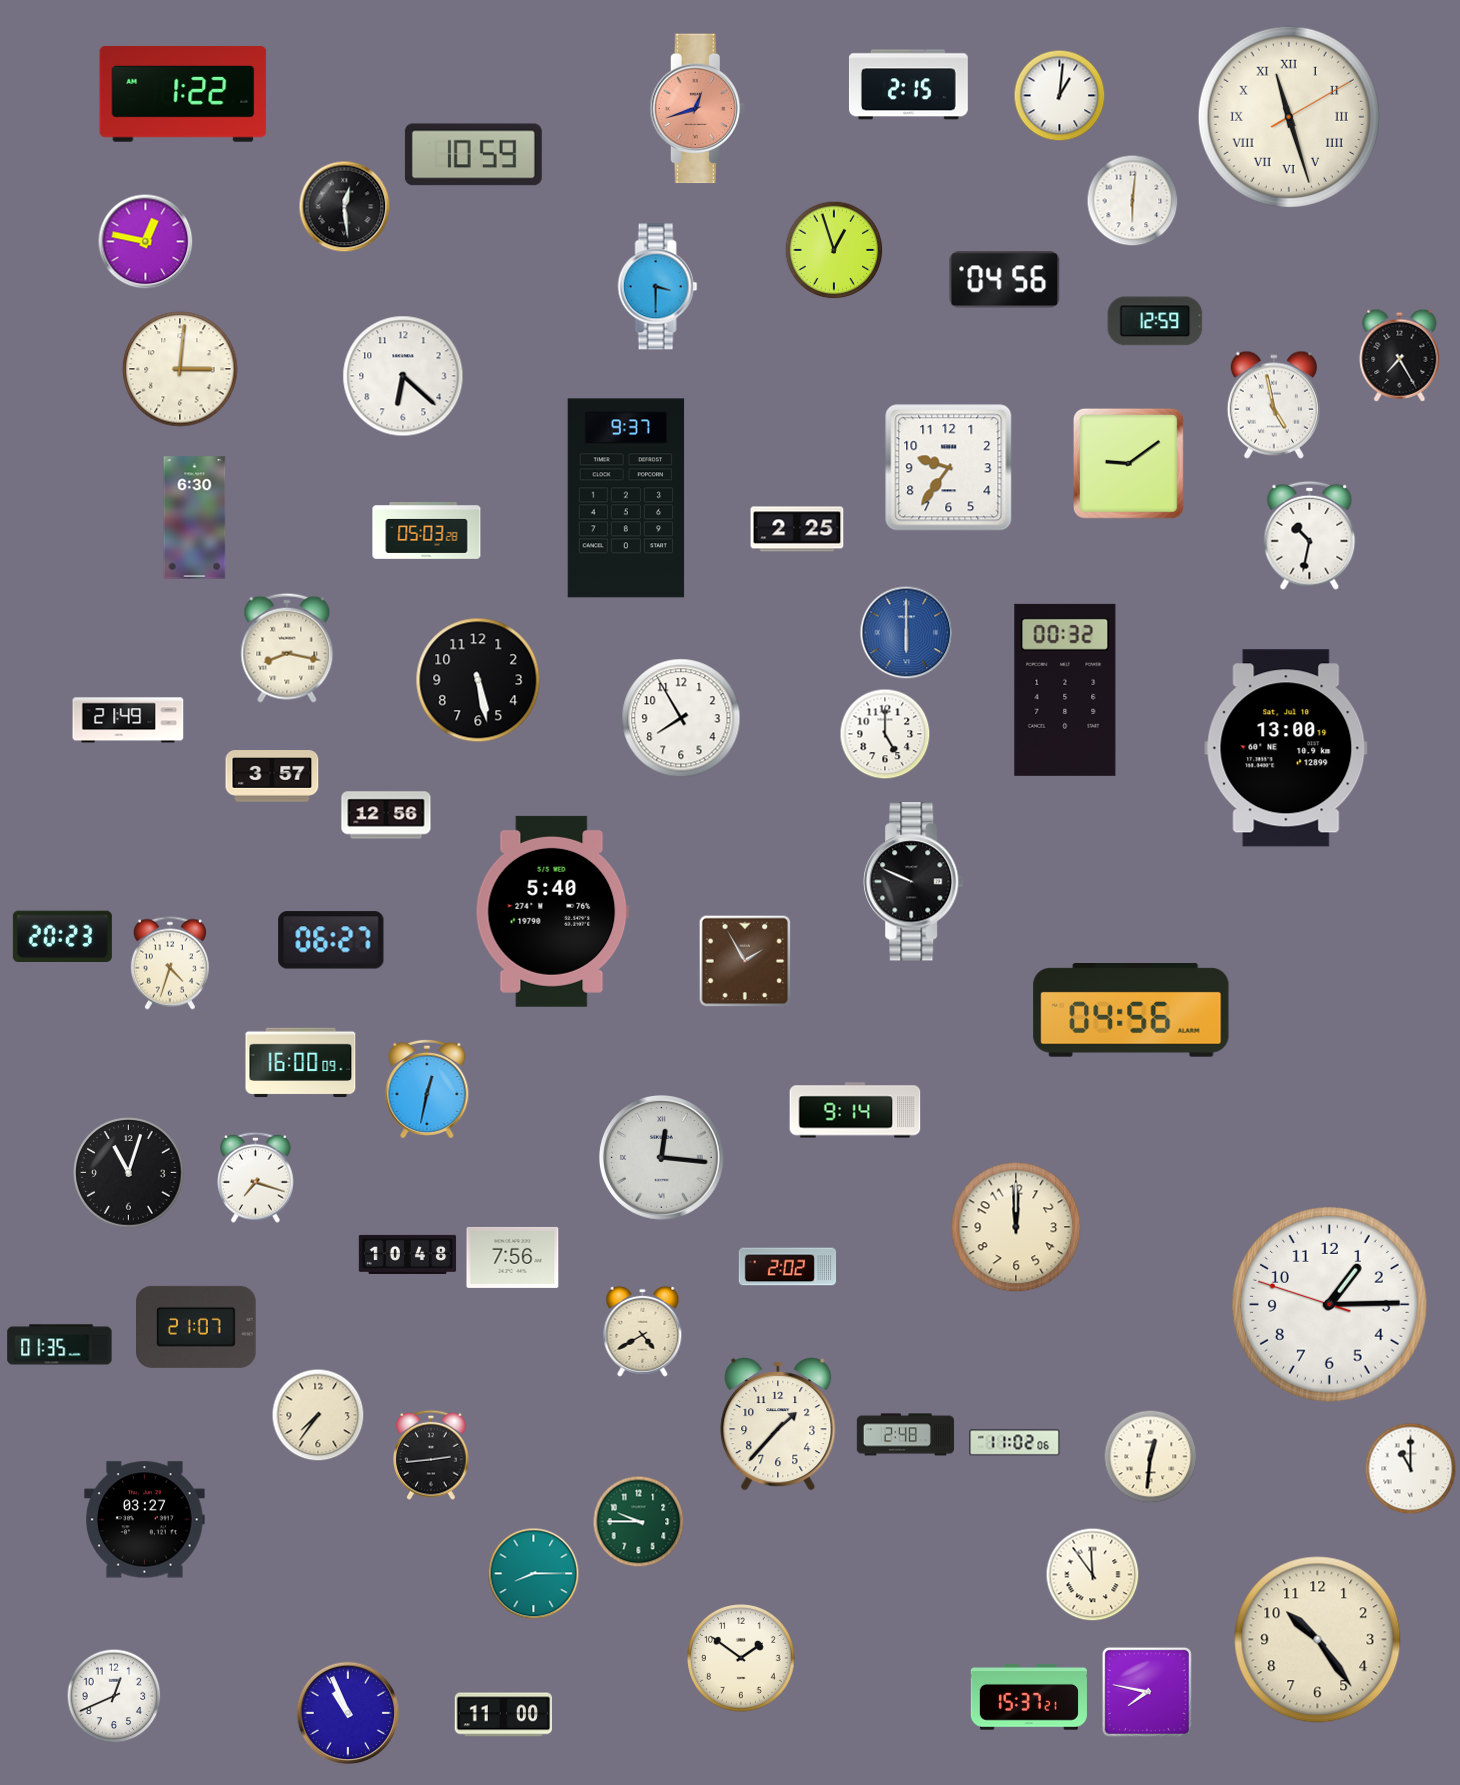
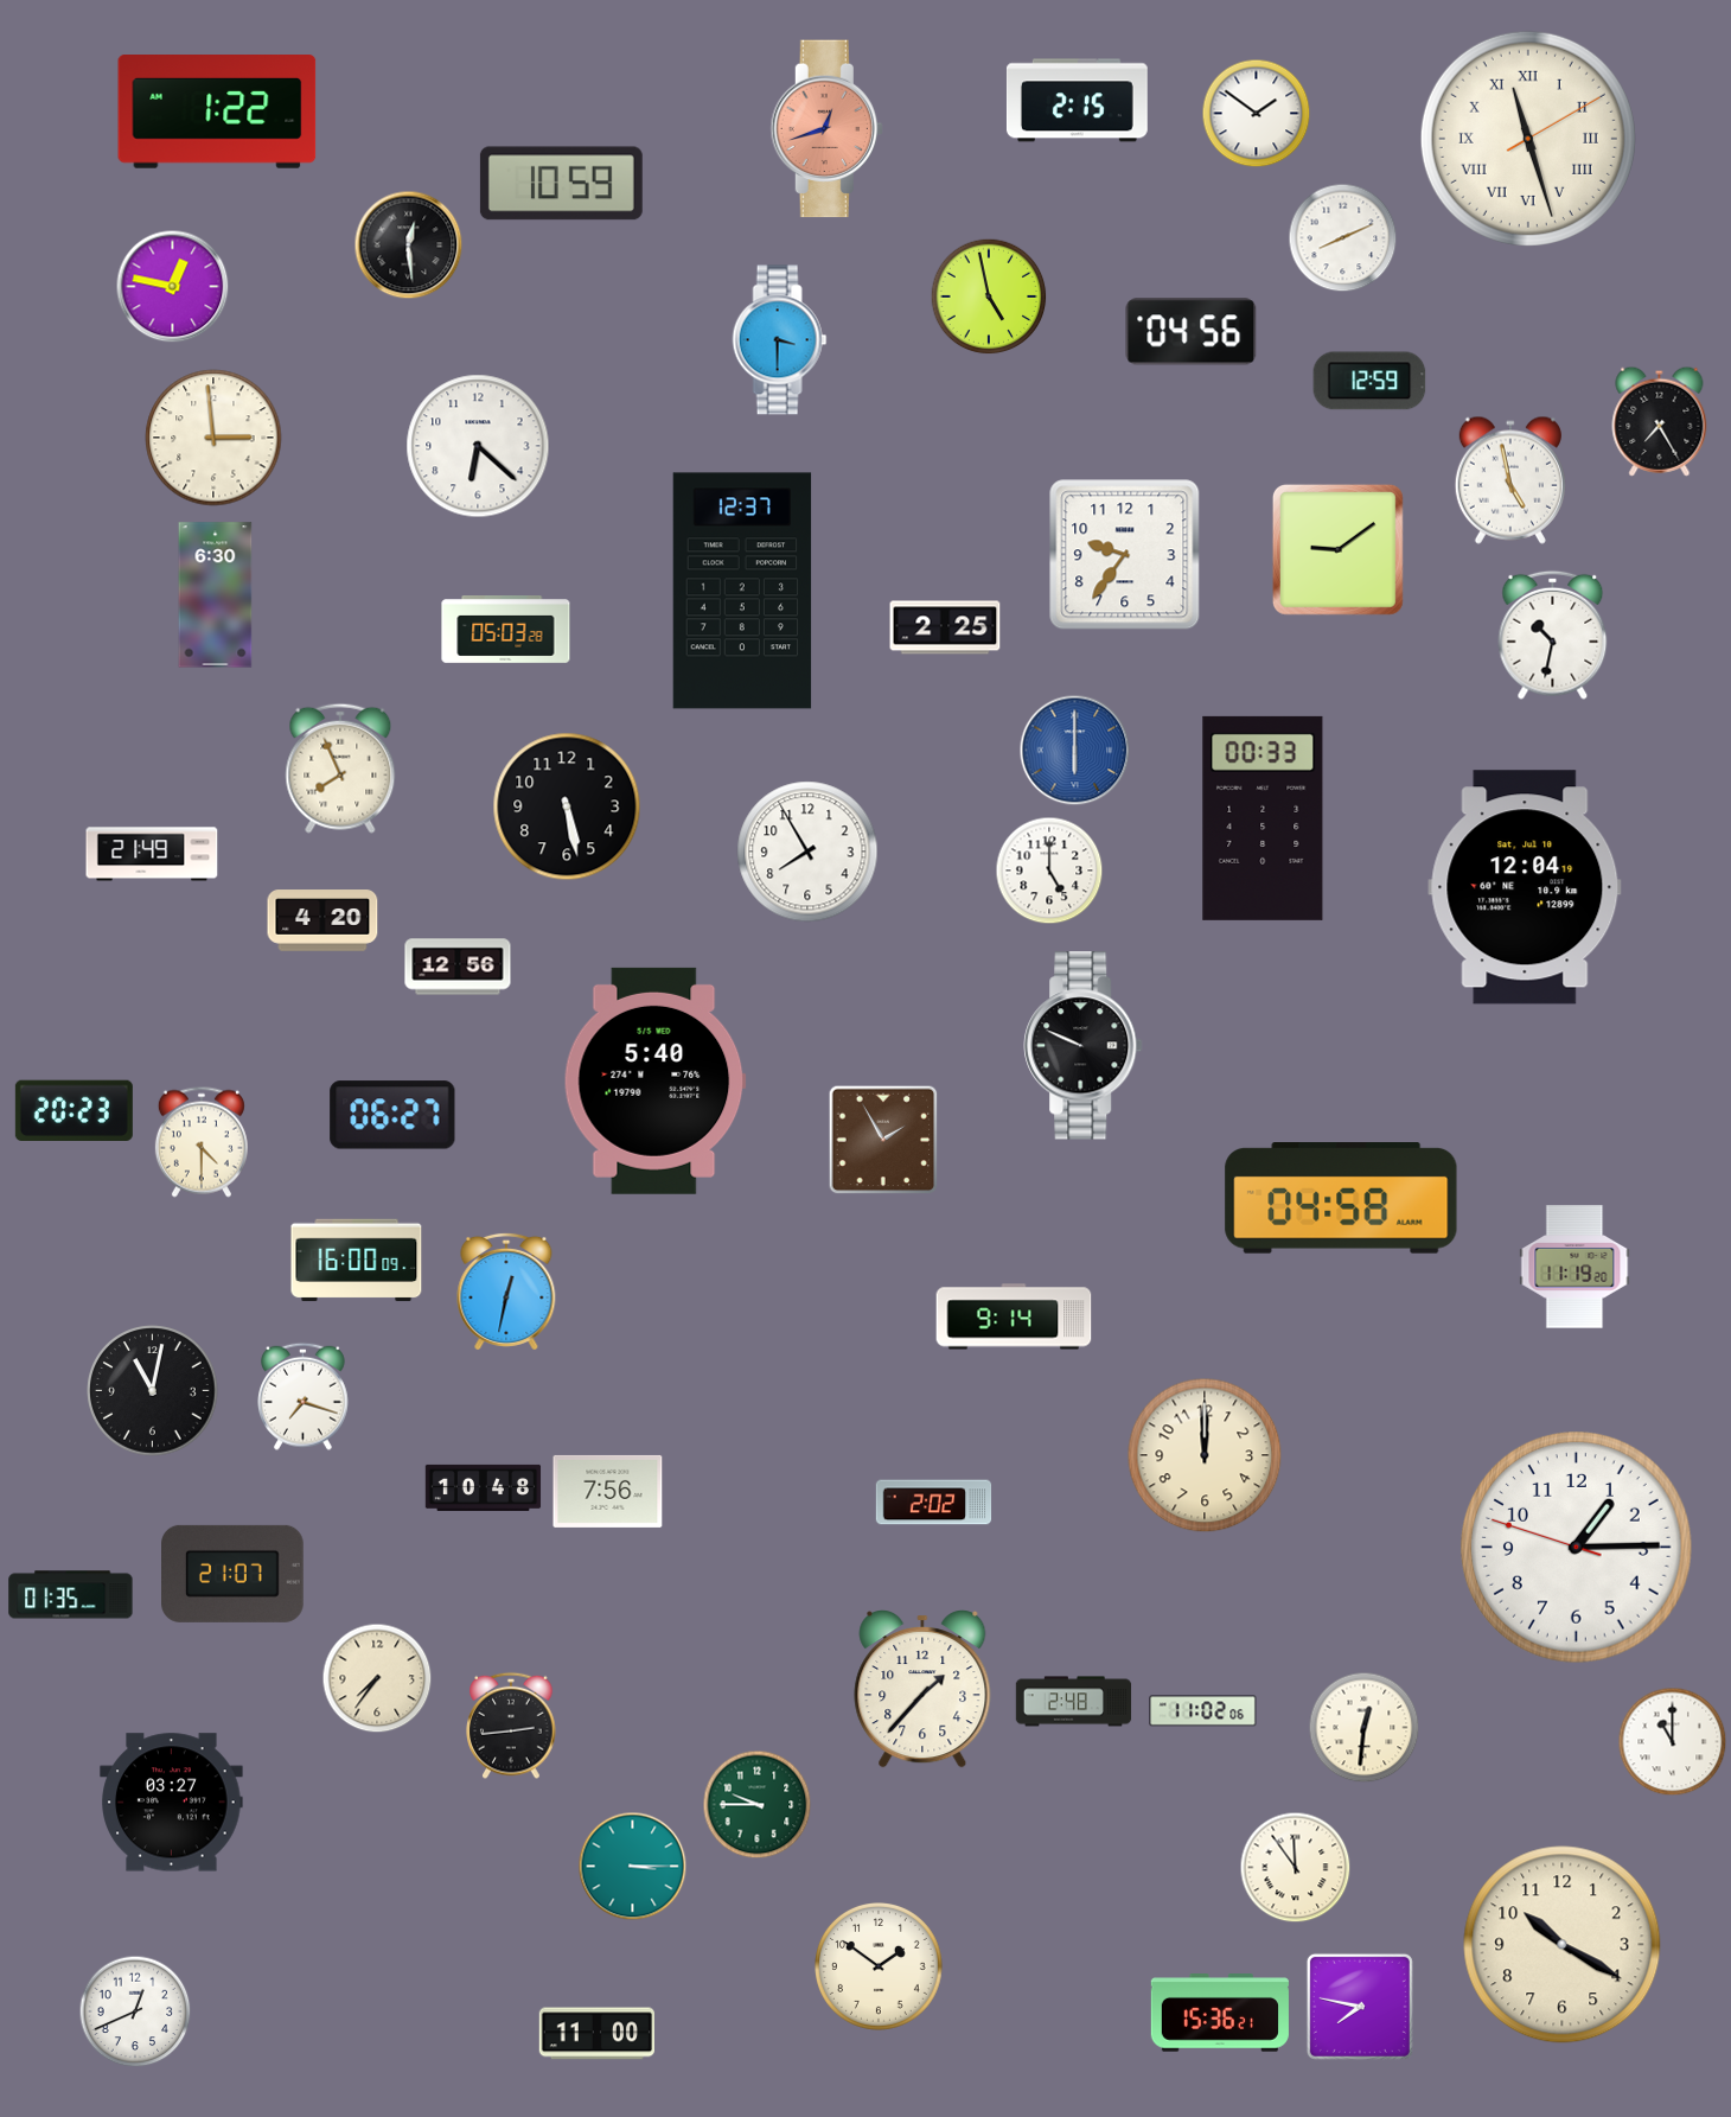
clock at (1060, 96): 1:01 -> 1:51
clock at (1133, 201): 6:01 -> 8:11
clock at (834, 250): 12:57 -> 4:58
clock at (180, 369): 3:01 -> 2:59
clock at (626, 498): 9:37 -> 12:37
clock at (195, 518) position: (195, 518) -> (216, 595)
clock at (287, 648): 8:17 -> 7:56
clock at (1065, 690): 00:32 -> 00:33
clock at (1286, 748): 13:00 -> 12:04
clock at (272, 776): 3:57 -> 4:20
clock at (170, 963): 4:33 -> 4:30
clock at (1131, 1011): 04:56 -> 04:58
clock at (1574, 1267): none -> 11:19
clock at (662, 1158): 12:16 -> none
clock at (129, 1173): 11:03 -> 11:02
clock at (643, 1331): 4:40 -> none
clock at (534, 1574): 8:15 -> 3:15
clock at (1318, 1640): 10:24 -> 10:20
clock at (1029, 1697): 15:37 -> 15:36
clock at (348, 1713): 10:56 -> none
